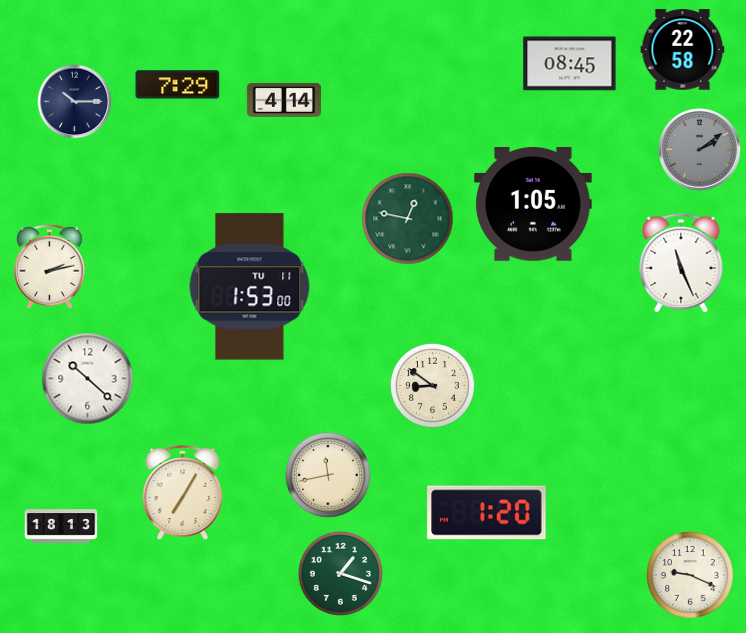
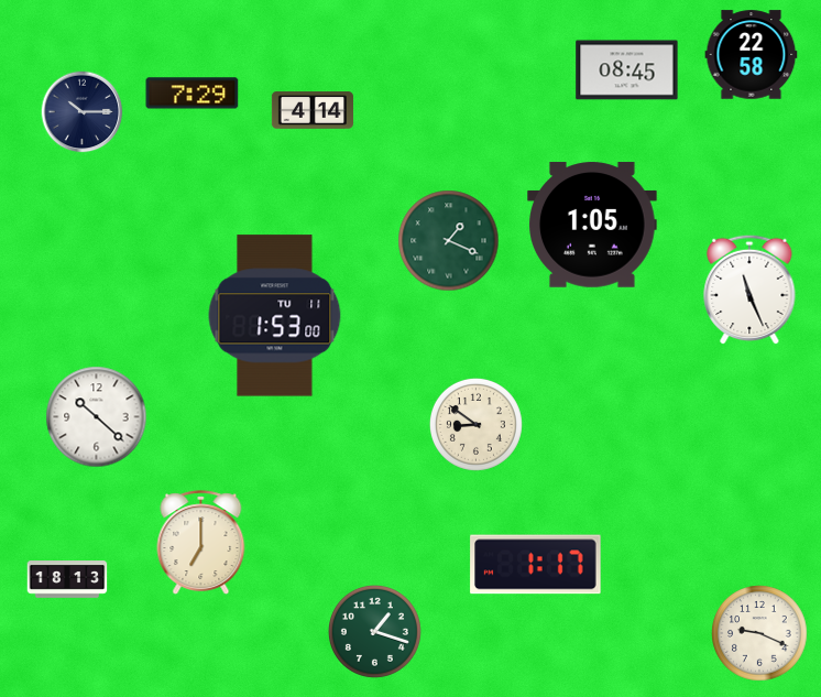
clock at (178, 85) position: (178, 85) -> (193, 94)
clock at (699, 149): 2:09 -> none
clock at (533, 204) position: (533, 204) -> (592, 225)
clock at (408, 219): 12:47 -> 1:19
clock at (50, 266): 2:13 -> none
clock at (329, 476): 11:43 -> none
clock at (183, 492): 7:05 -> 7:00
clock at (487, 513): 1:20 -> 1:17
